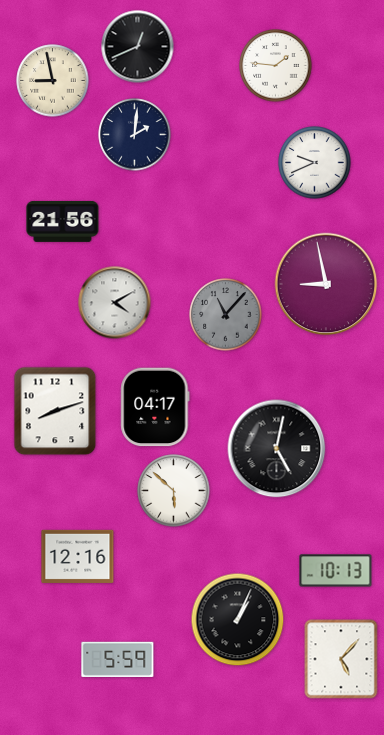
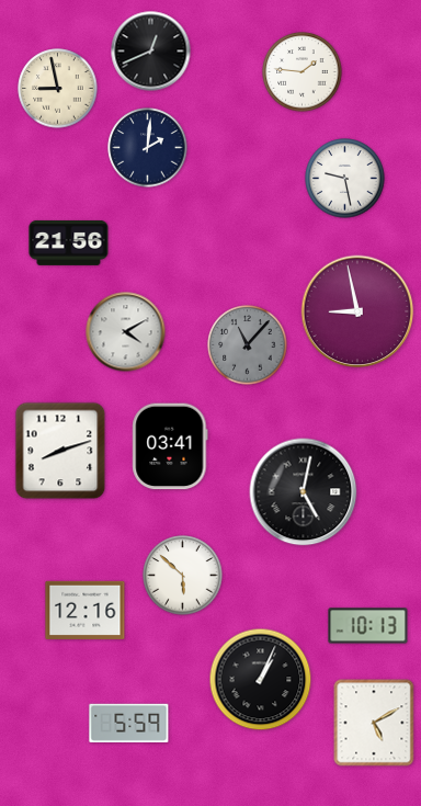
clock at (315, 163): 9:41 -> 9:28
clock at (155, 407): 04:17 -> 03:41
clock at (174, 491) position: (174, 491) -> (183, 576)
clock at (341, 659): 5:07 -> 5:10
